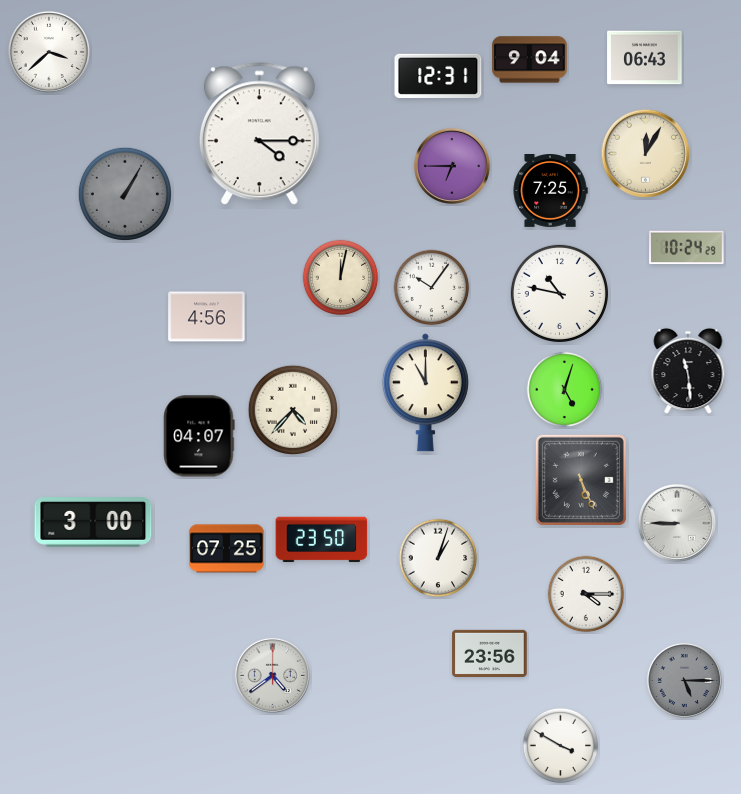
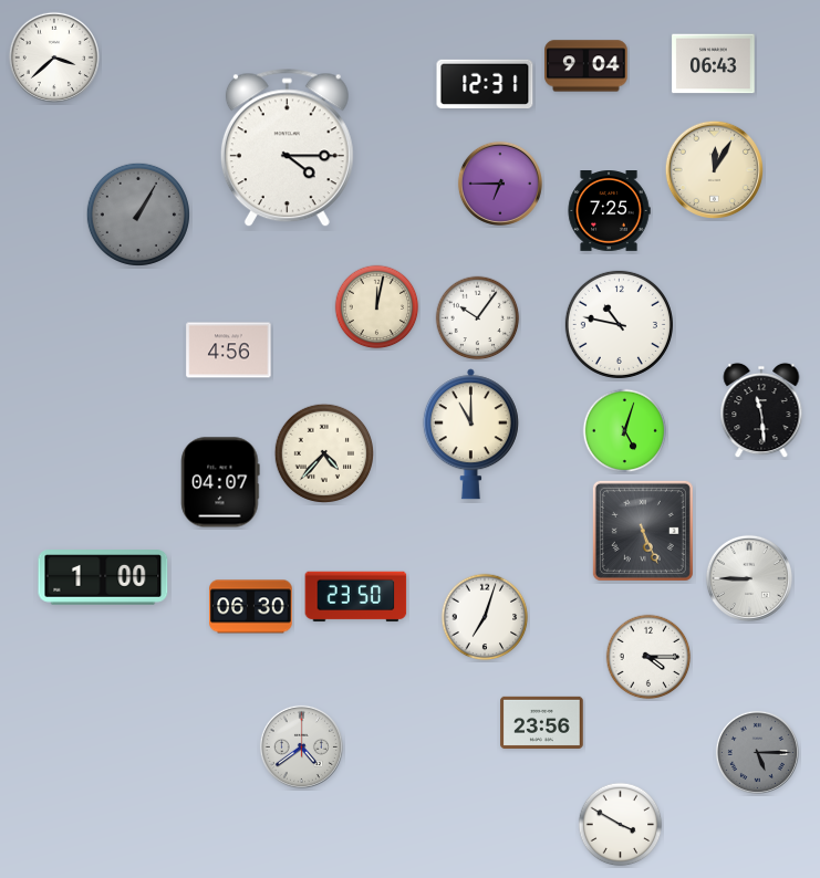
clock at (687, 248): 10:24 -> none
clock at (93, 522): 3:00 -> 1:00
clock at (227, 549): 07:25 -> 06:30
clock at (438, 558): 1:03 -> 7:03
